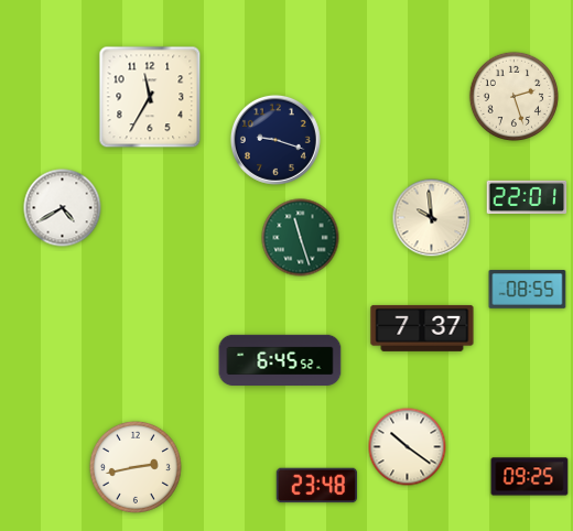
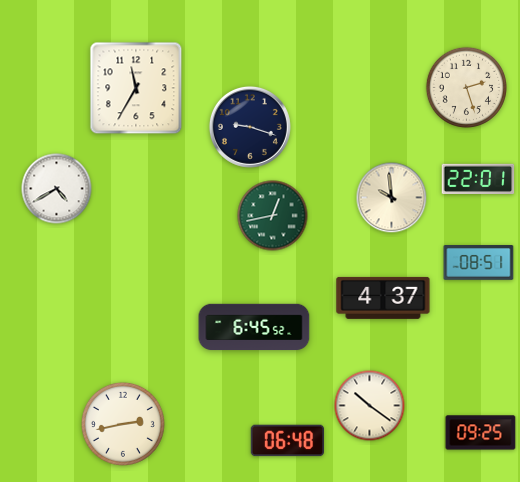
clock at (301, 238): 11:27 -> 12:43
clock at (528, 290): 08:55 -> 08:51
clock at (422, 328): 7:37 -> 4:37
clock at (316, 486): 23:48 -> 06:48
